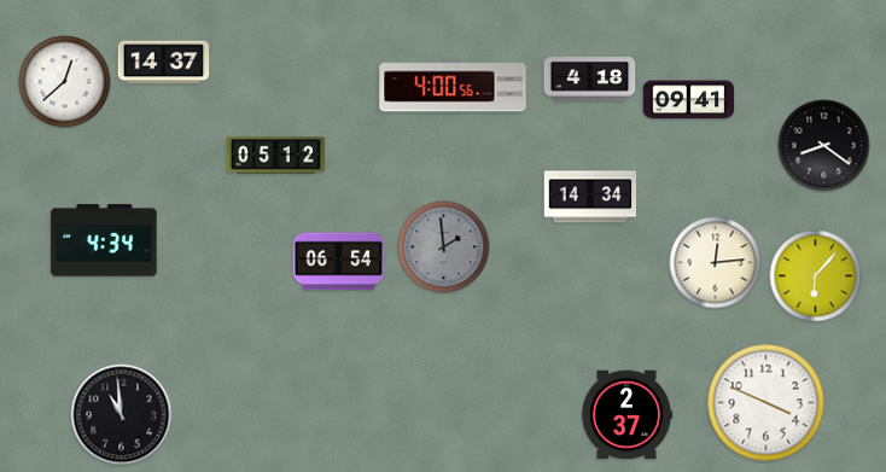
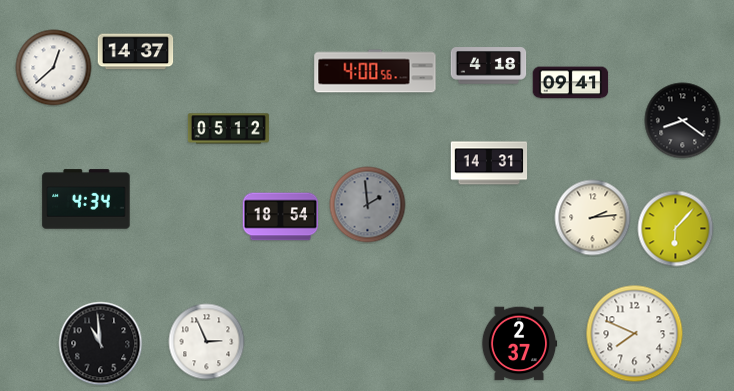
clock at (590, 197): 14:34 -> 14:31
clock at (339, 262): 06:54 -> 18:54
clock at (716, 263): 12:14 -> 2:14
clock at (766, 403): 3:49 -> 7:49
clock at (207, 342): none -> 2:56
